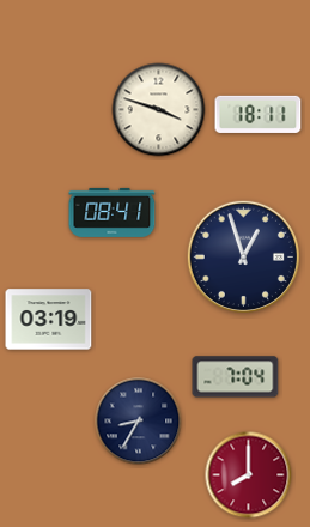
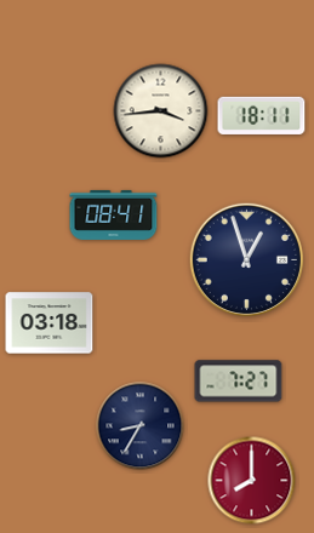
clock at (159, 110): 3:48 -> 3:44
clock at (49, 320): 03:19 -> 03:18
clock at (236, 377): 7:04 -> 7:27
